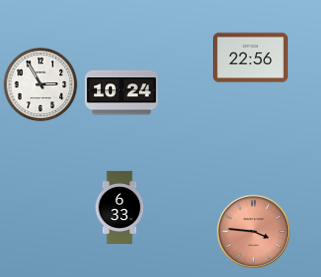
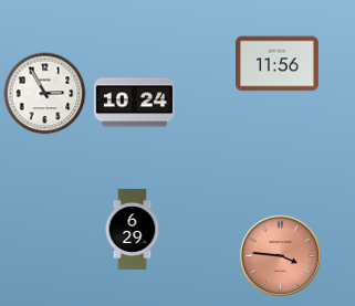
clock at (251, 58): 22:56 -> 11:56
clock at (120, 207): 6:33 -> 6:29
